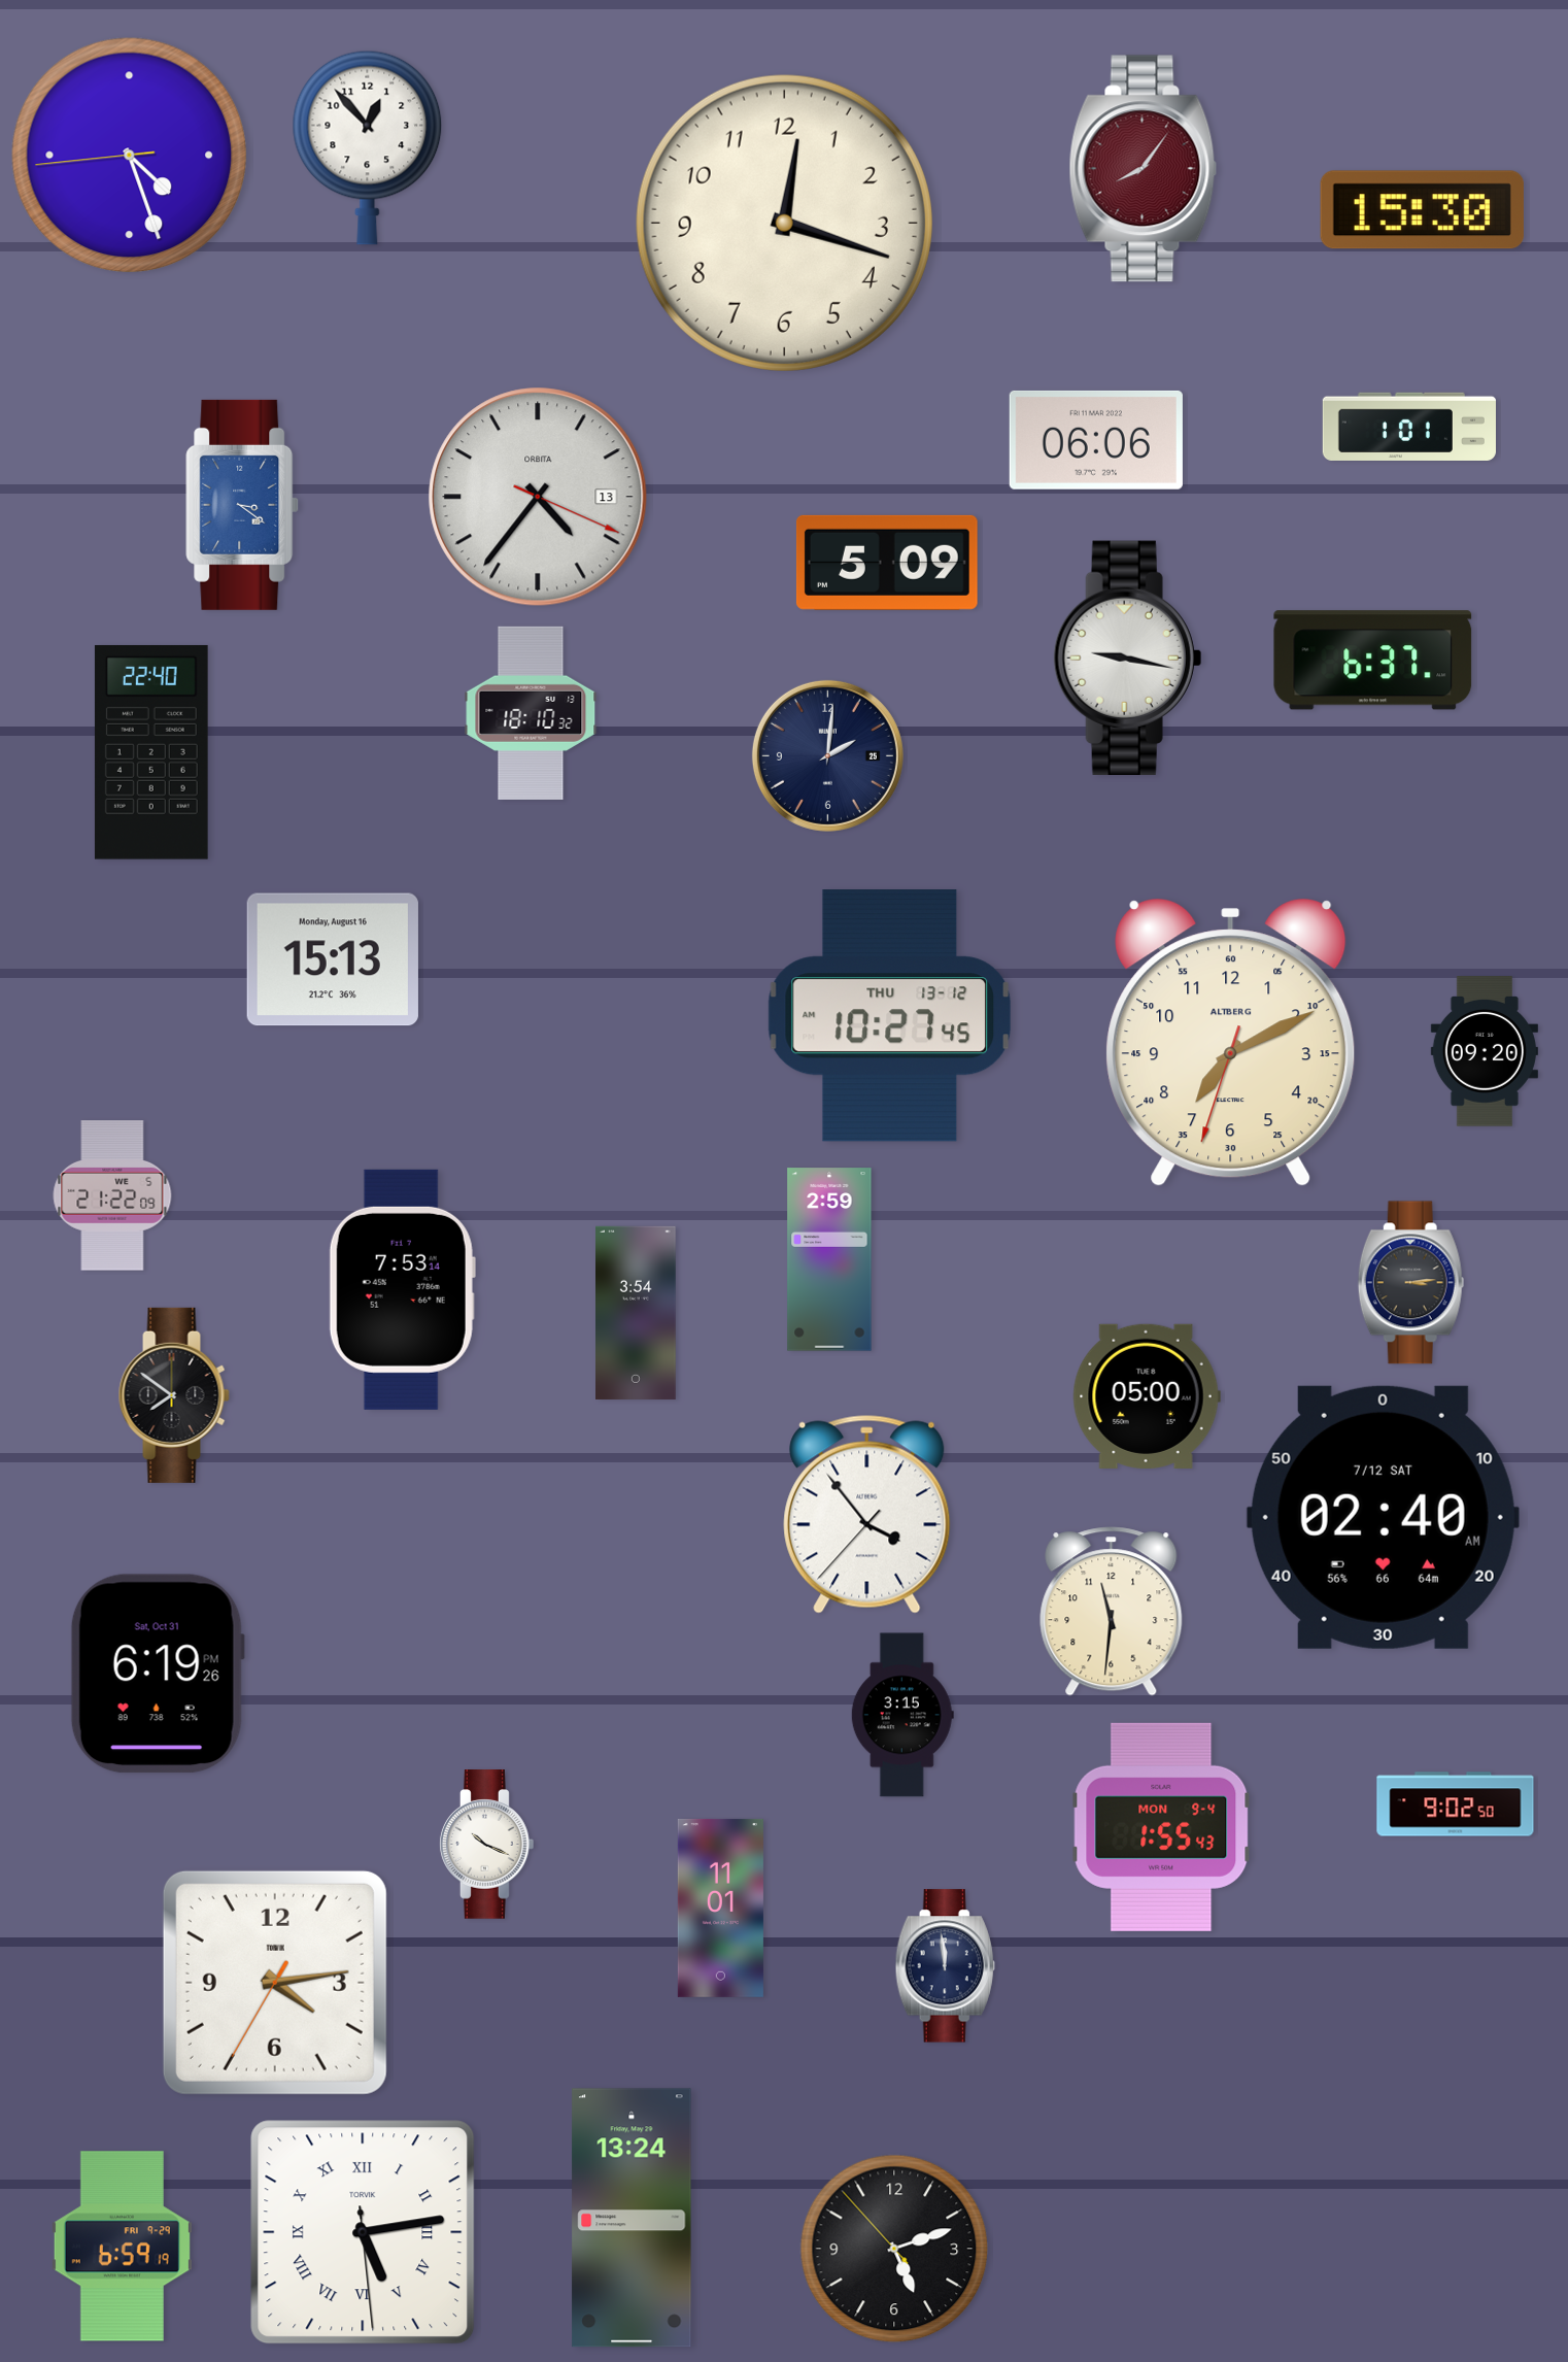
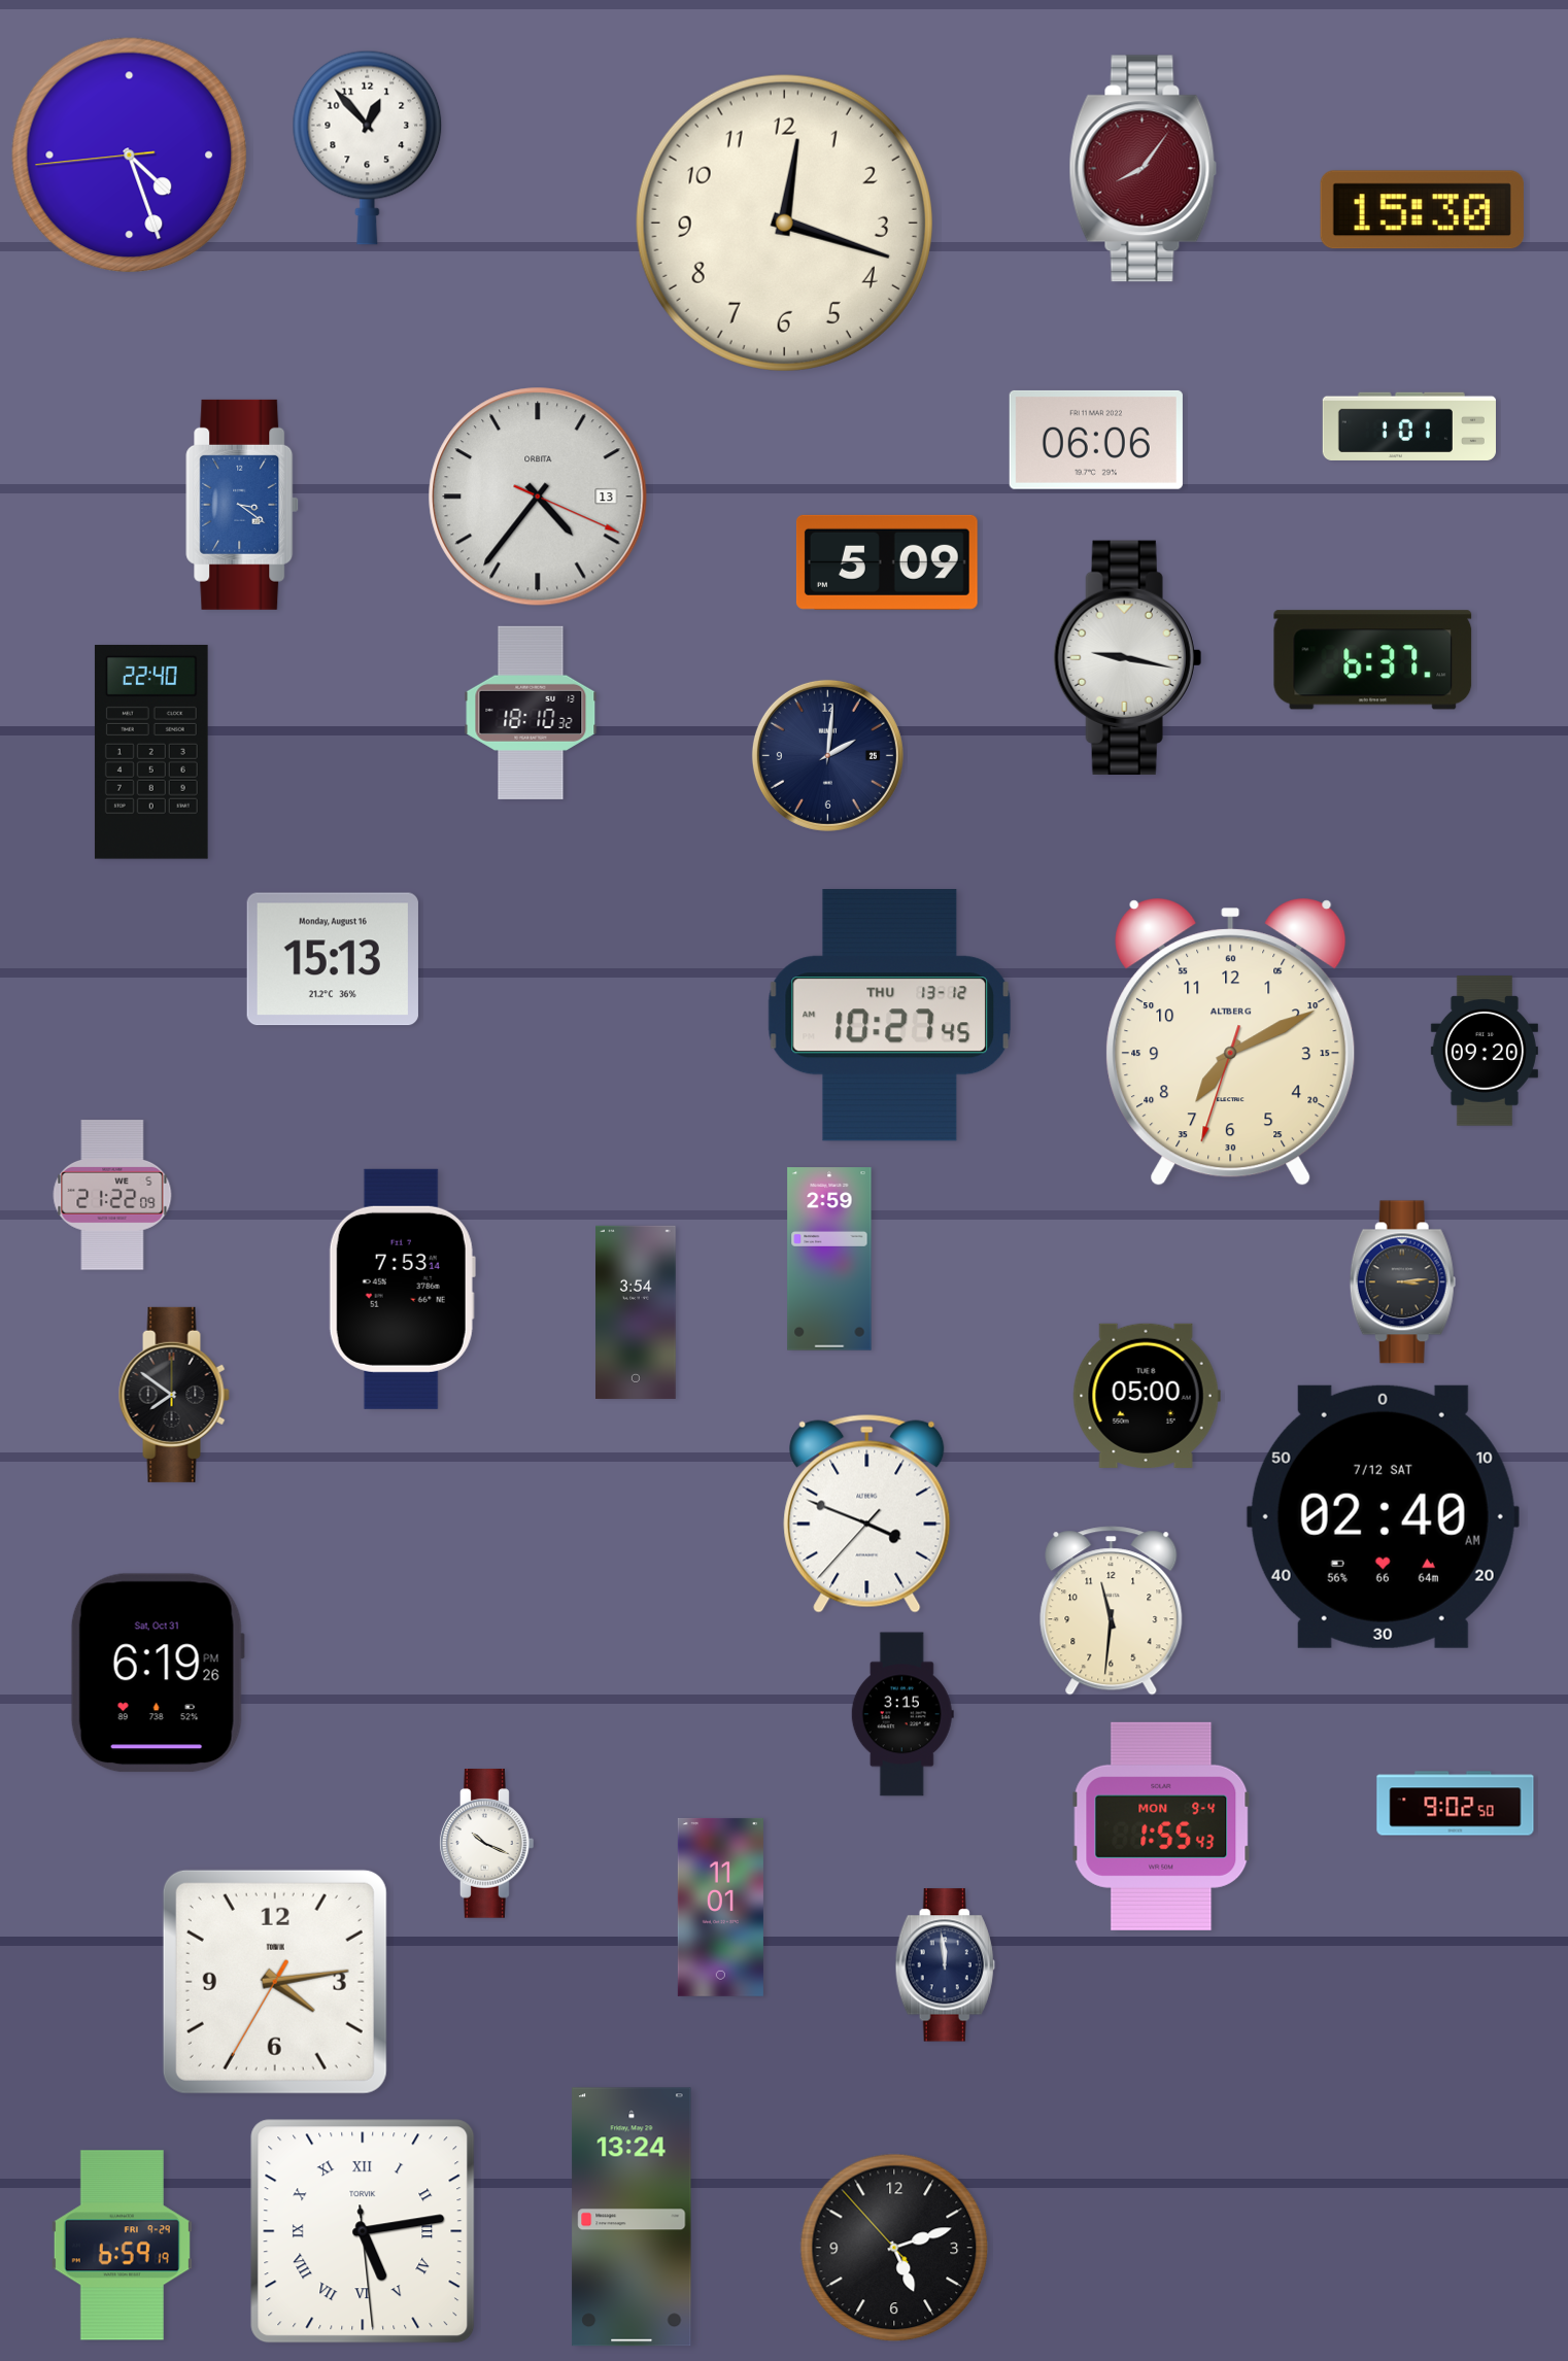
clock at (1410, 1283) position: (1410, 1283) -> (1402, 1282)
clock at (867, 1514): 3:53 -> 3:48
